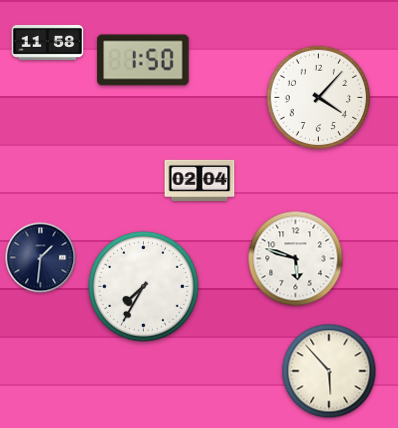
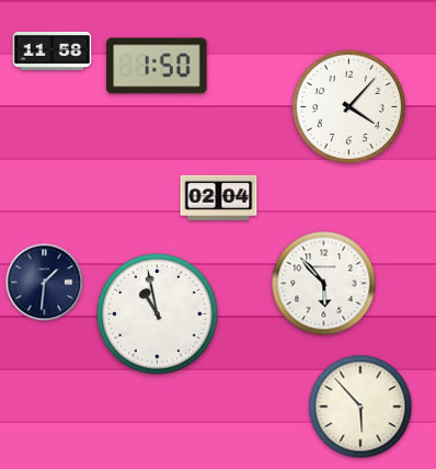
clock at (48, 42) position: (48, 42) -> (53, 50)
clock at (296, 259): 5:48 -> 5:53
clock at (144, 287): 7:35 -> 10:58
